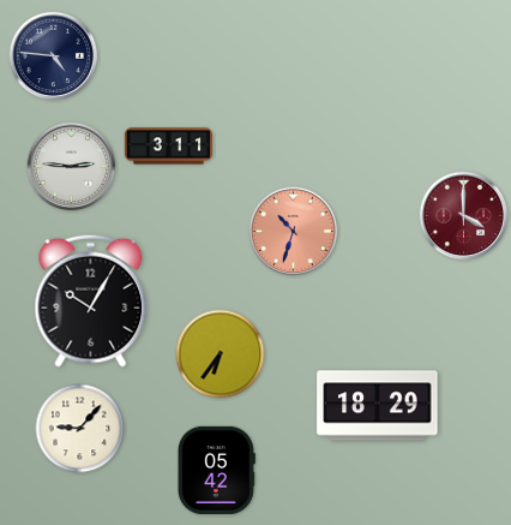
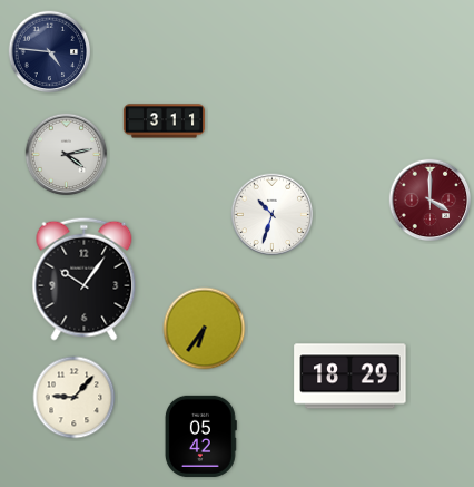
clock at (168, 147) position: (168, 147) -> (164, 121)
clock at (72, 167): 2:46 -> 4:13
clock at (294, 232) dial: salmon -> white
clock at (91, 300): 10:05 -> 10:06
